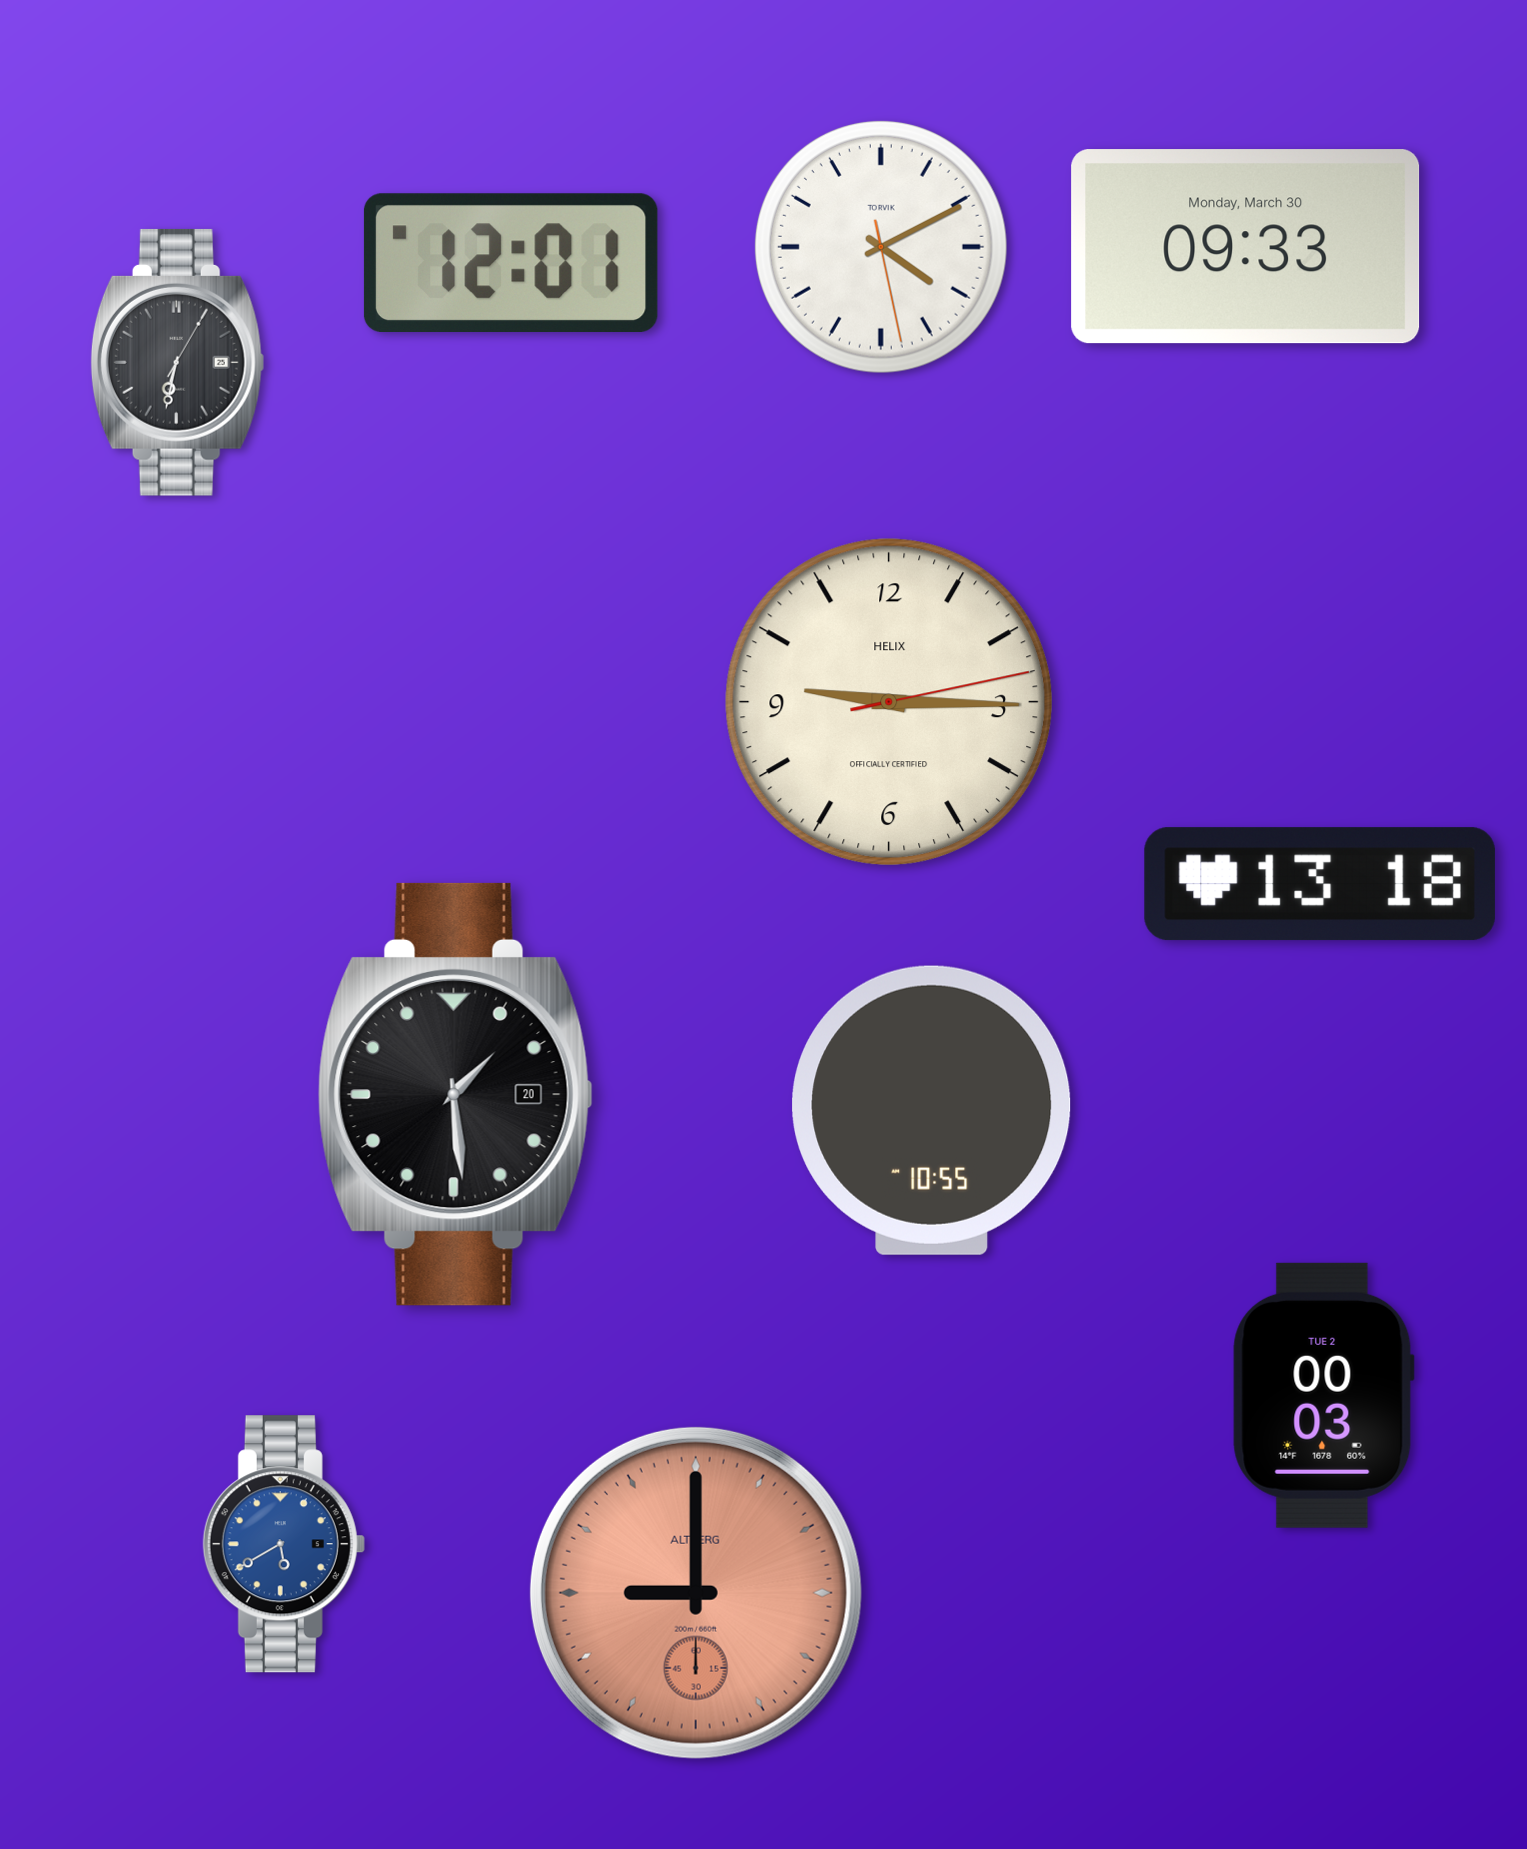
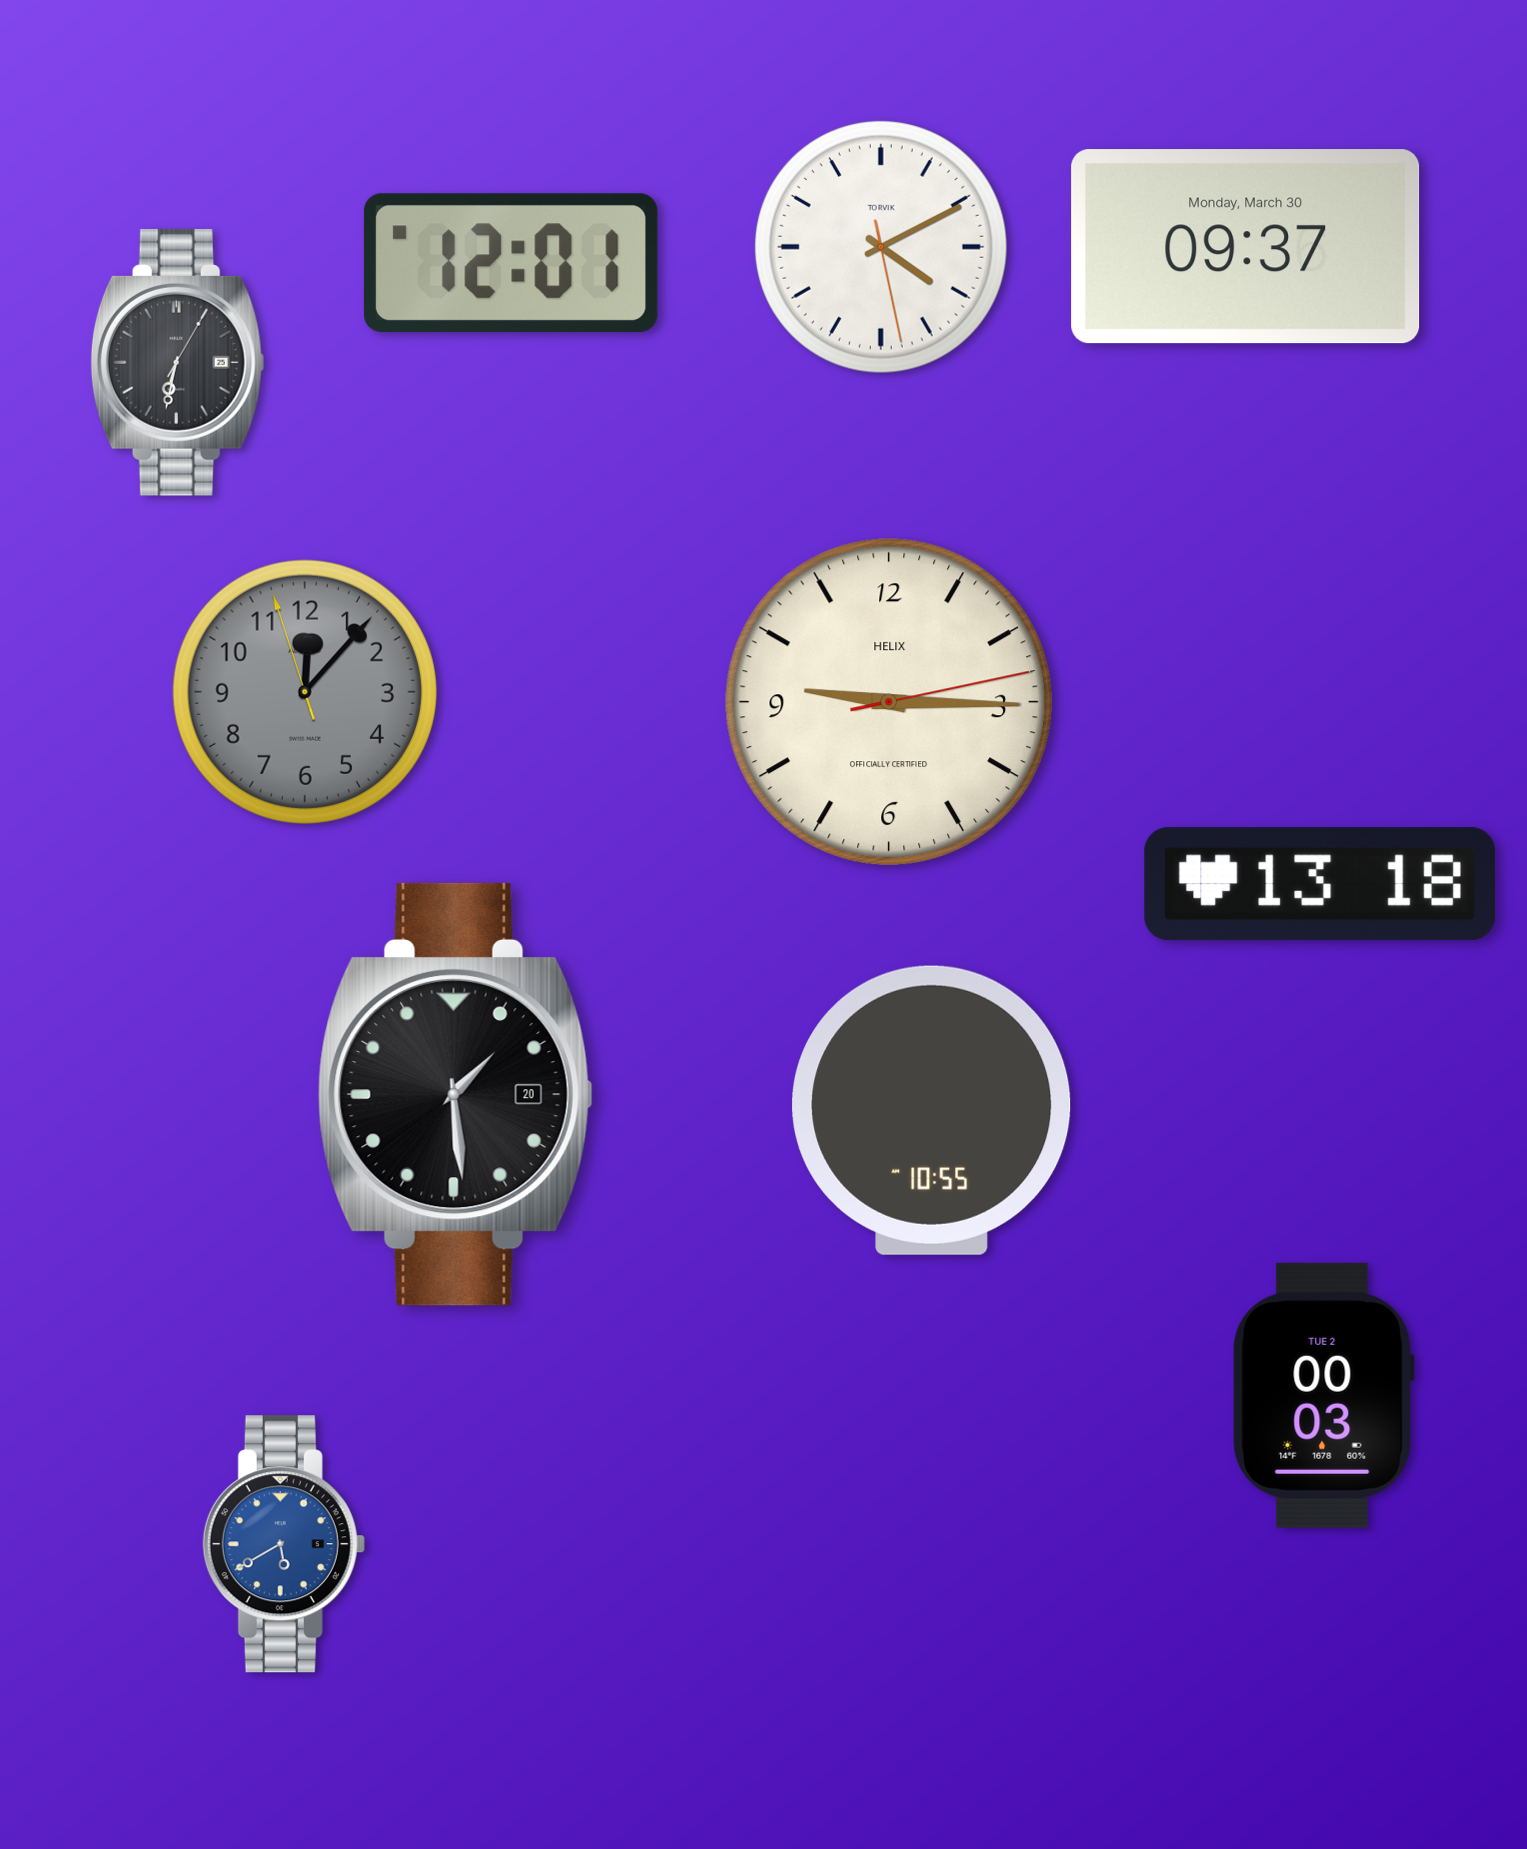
clock at (1246, 247): 09:33 -> 09:37
clock at (305, 692): none -> 12:06
clock at (696, 1593): 9:00 -> none
